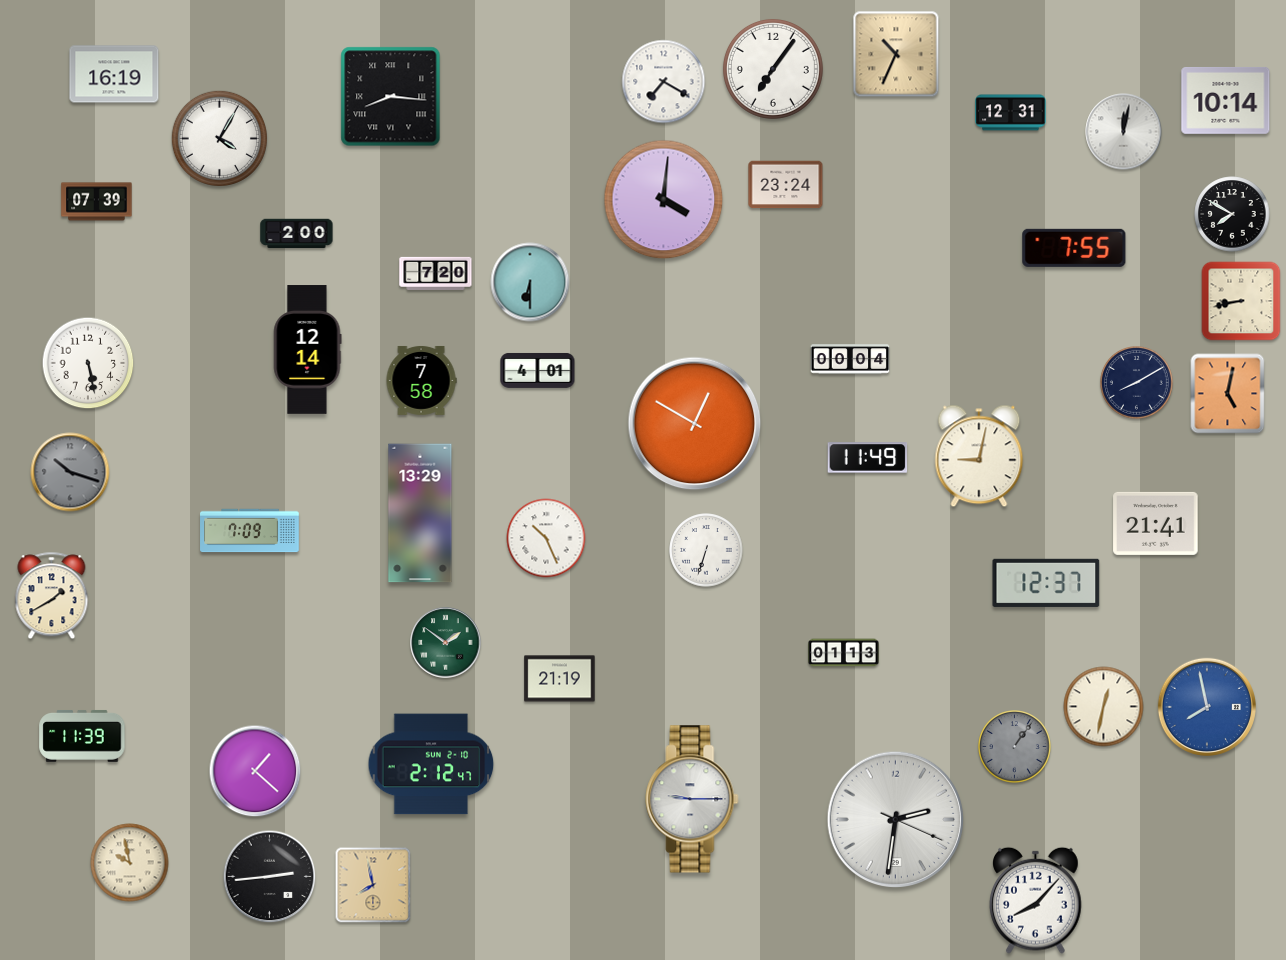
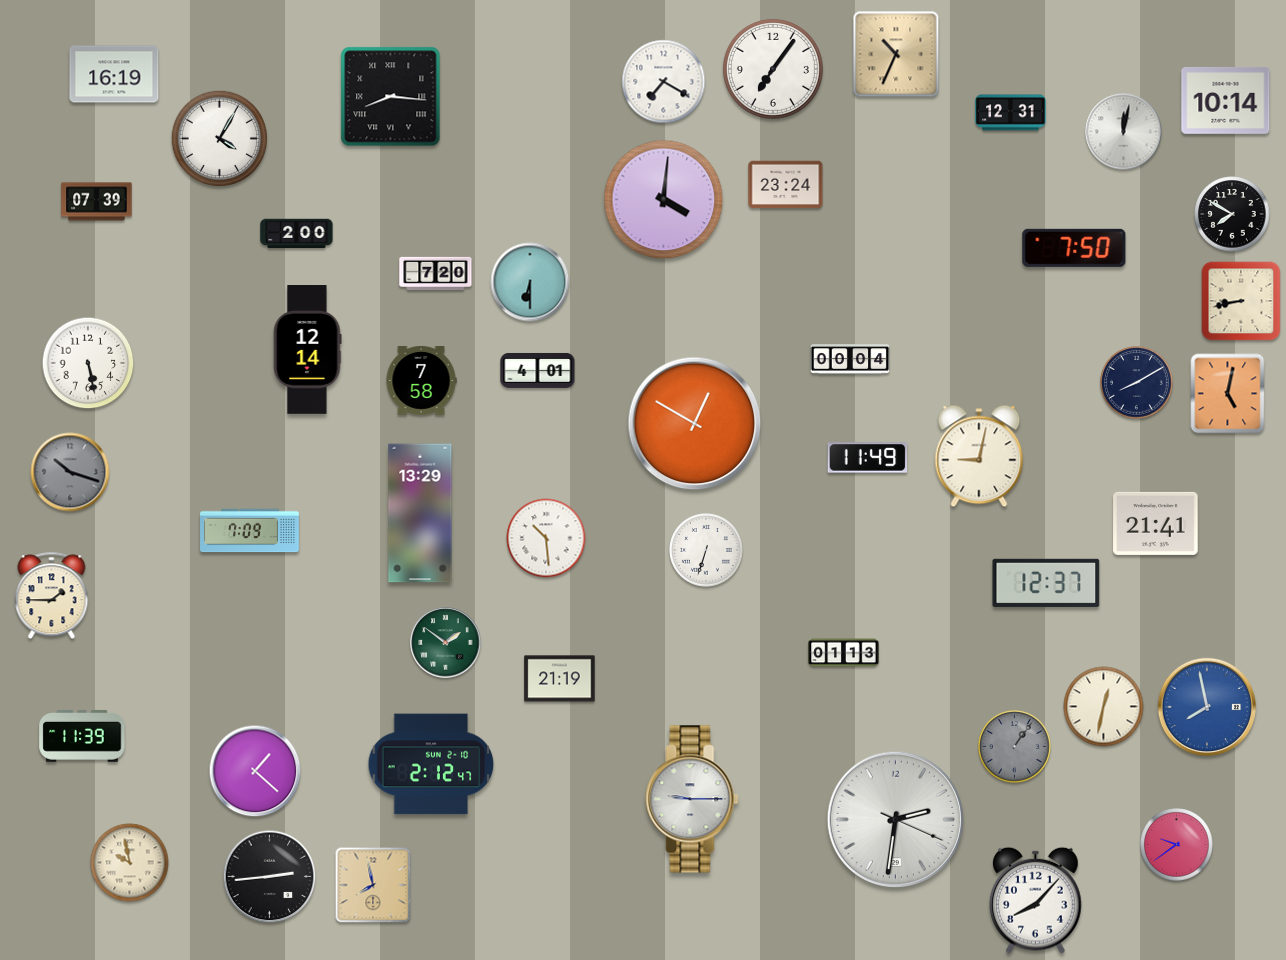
clock at (1074, 248): 7:55 -> 7:50
clock at (546, 538): 10:26 -> 10:29
clock at (52, 596): 1:40 -> 1:45
clock at (1177, 845): none -> 9:39
